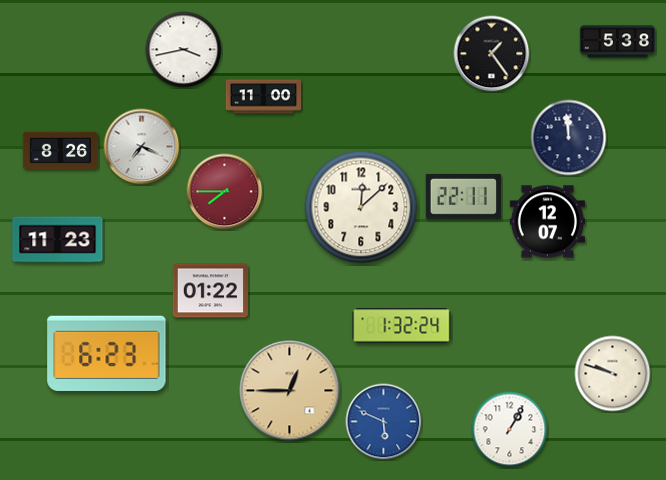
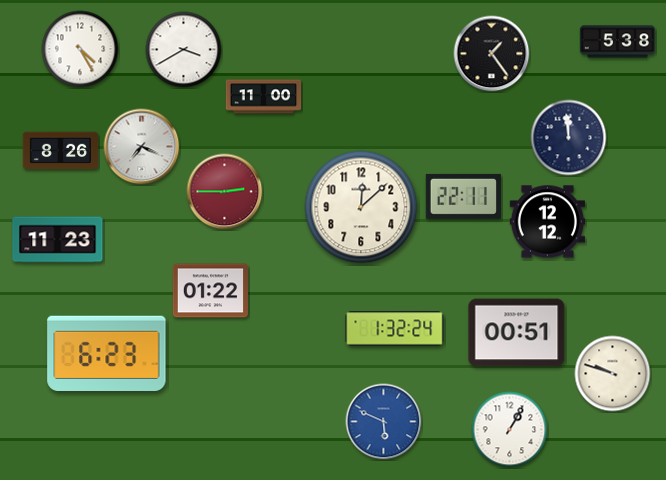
clock at (80, 49): none -> 4:25
clock at (184, 50): 3:43 -> 3:40
clock at (225, 192): 7:45 -> 2:45
clock at (547, 222): 12:07 -> 12:12
clock at (402, 326) position: (402, 326) -> (395, 329)
clock at (517, 333): none -> 00:51
clock at (290, 391): 12:45 -> none
